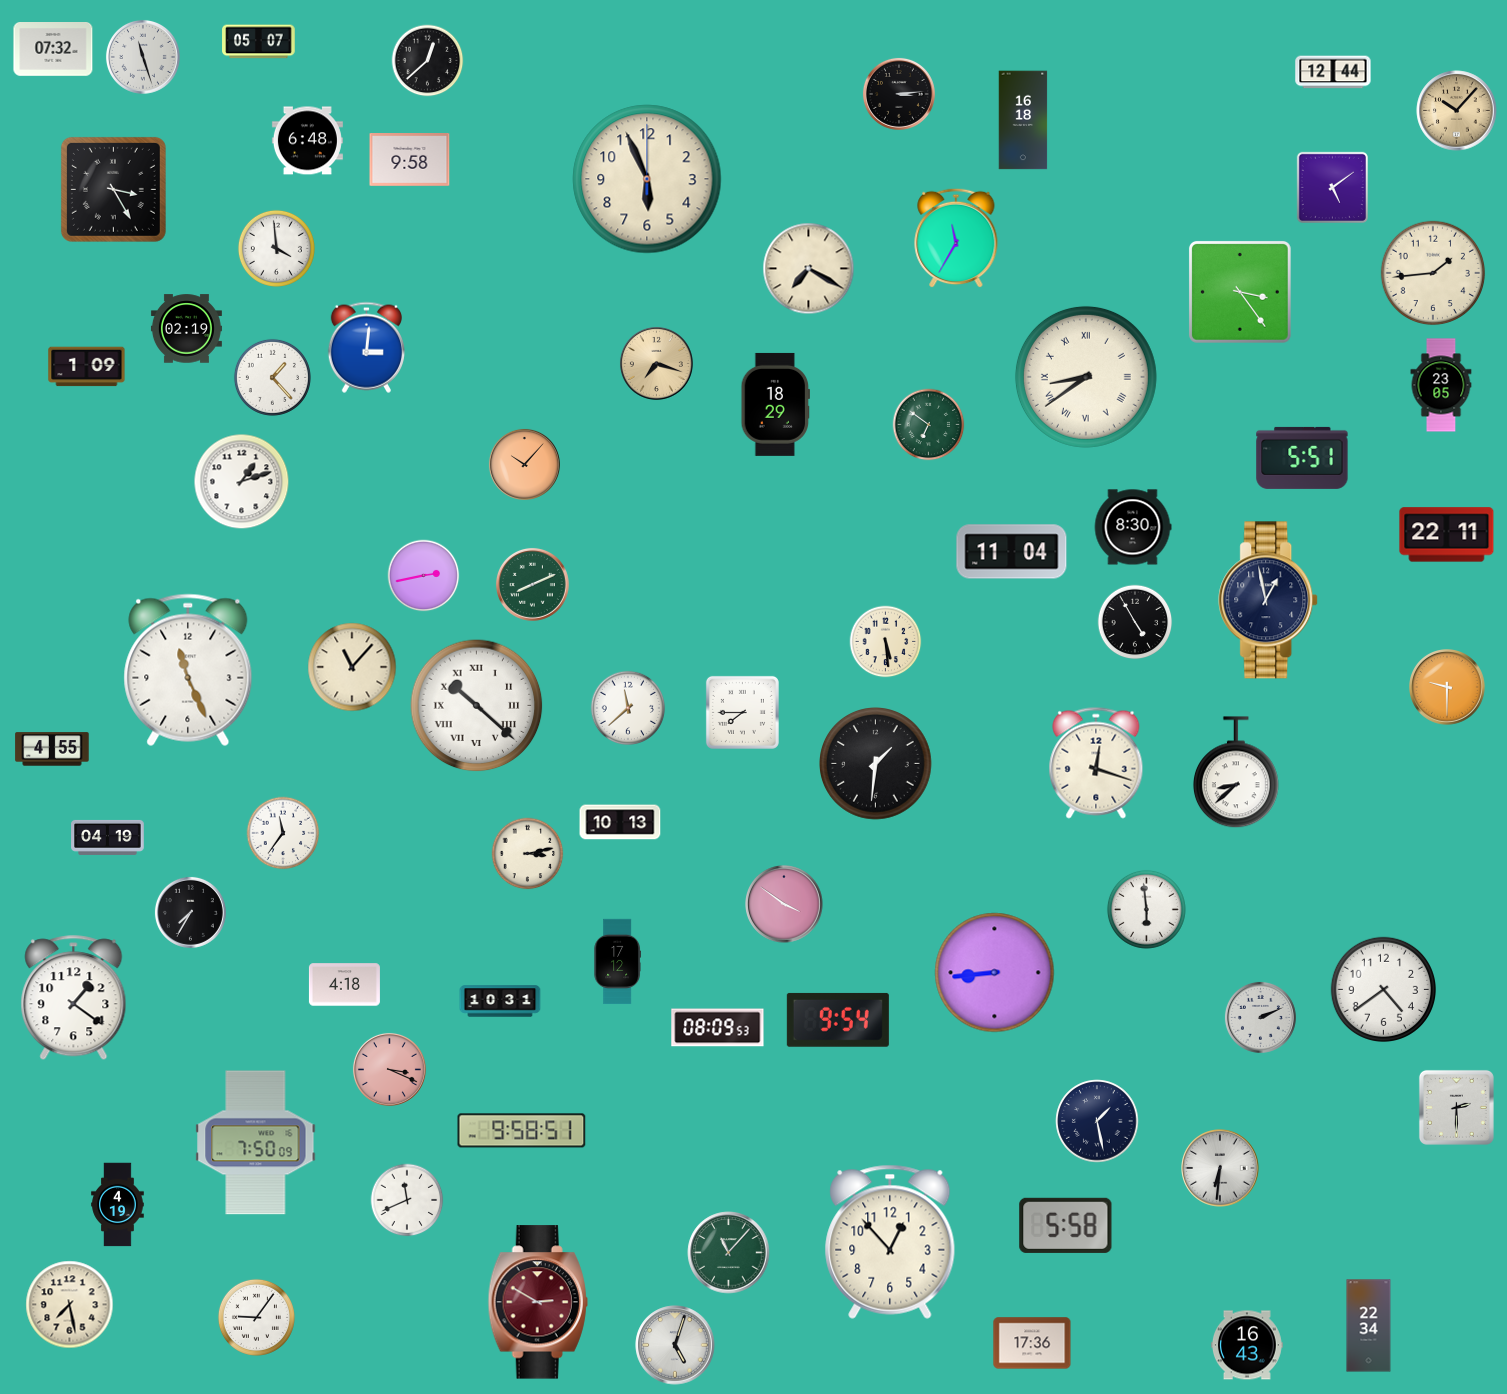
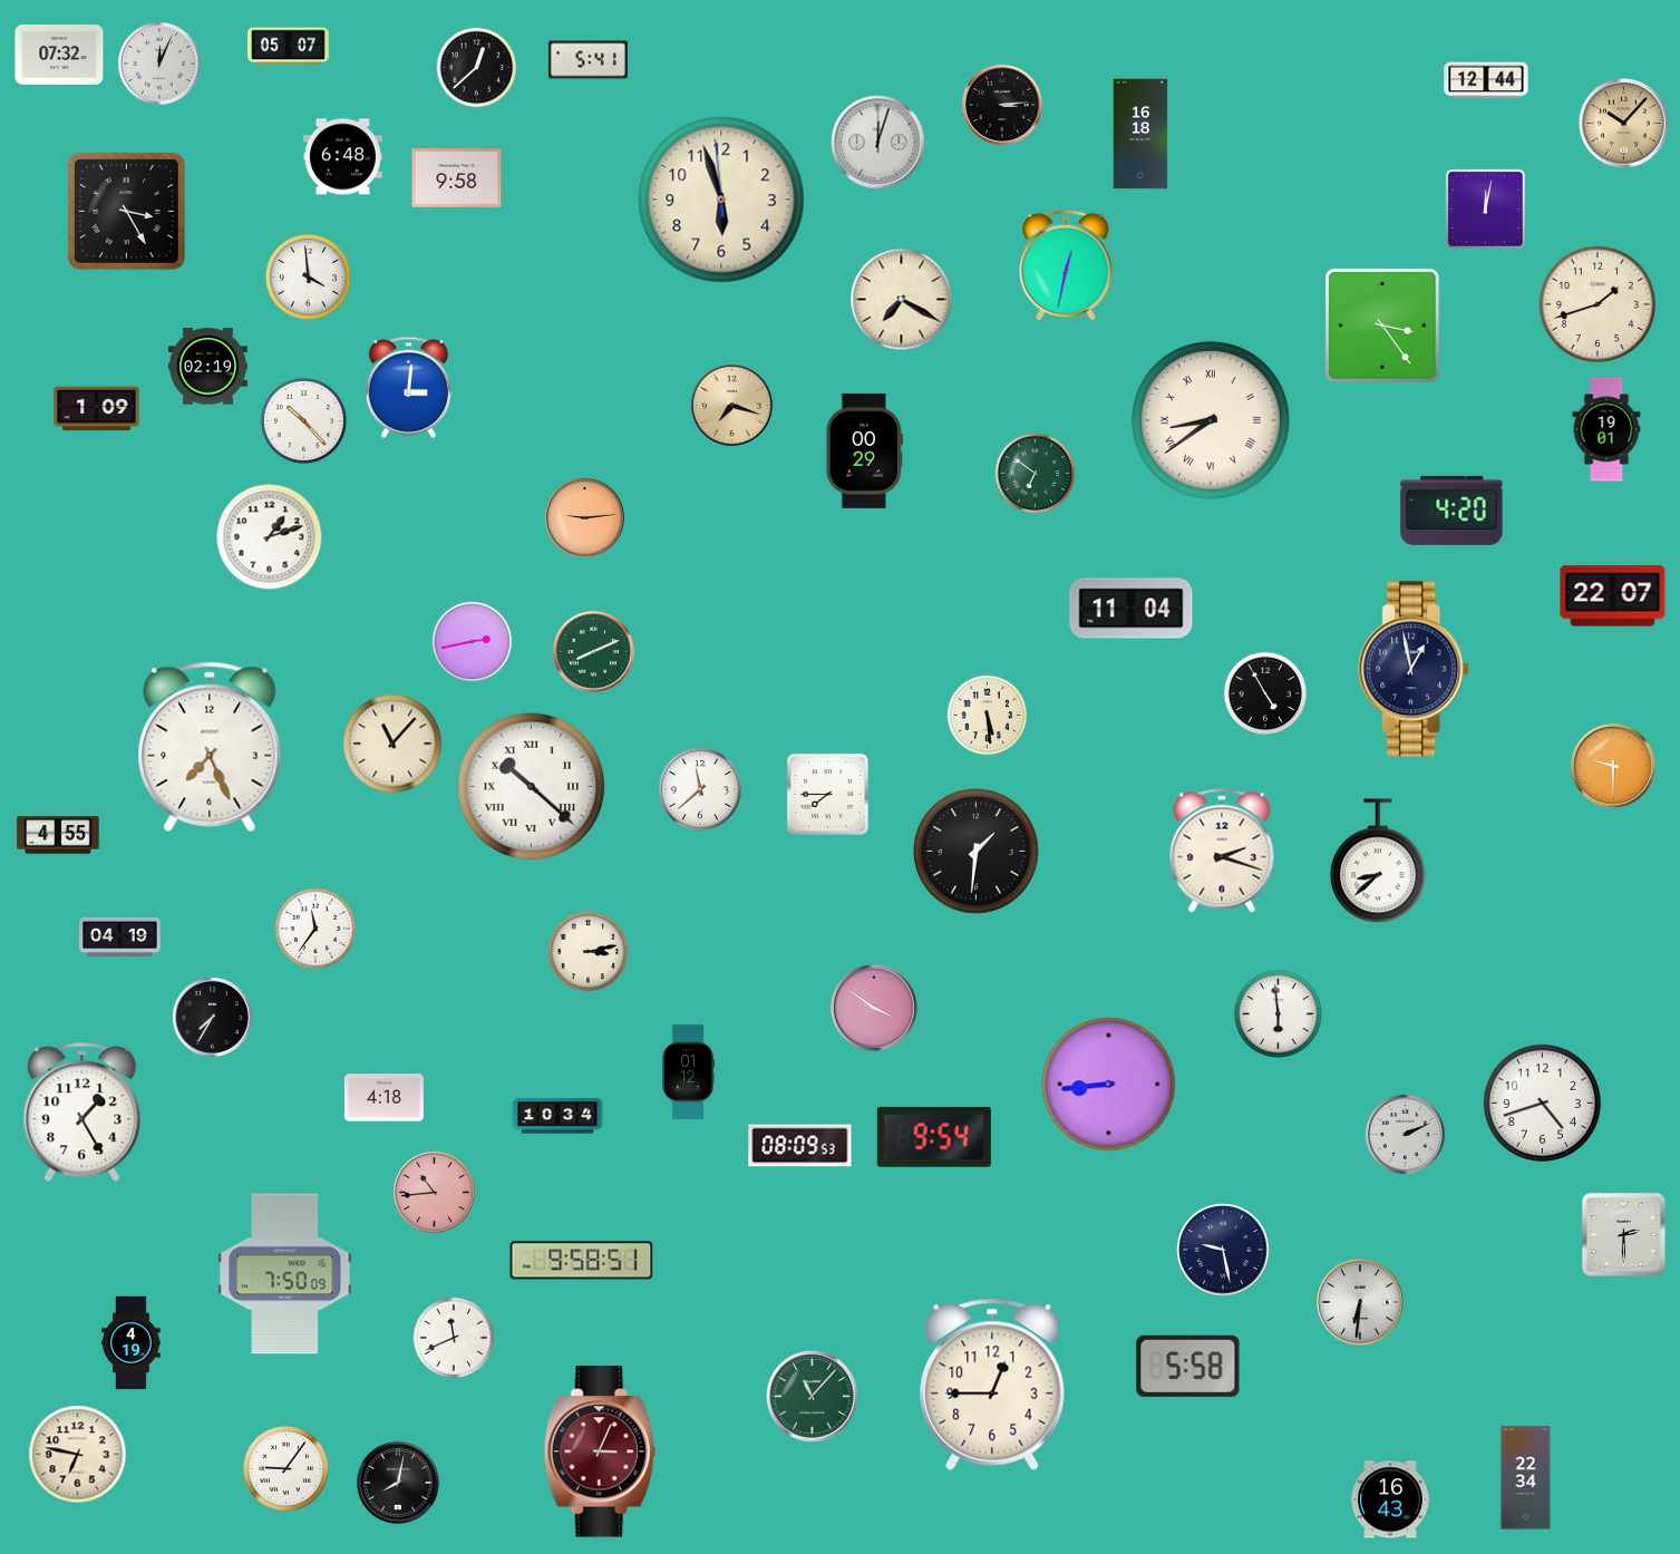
clock at (587, 60): none -> 5:41
clock at (143, 57): 11:27 -> 12:04
clock at (878, 143): none -> 12:03
clock at (647, 179): 5:56:00 -> 5:56:59
clock at (1332, 187): 5:09 -> 12:02
clock at (956, 238): 11:35 -> 12:32
clock at (1433, 273): 1:44 -> 1:42
clock at (272, 377): 1:23 -> 10:23
clock at (1441, 385): 23:05 -> 19:01
clock at (775, 404): 18:29 -> 00:29
clock at (1302, 458): 5:51 -> 4:20
clock at (524, 464): 10:07 -> 9:14
clock at (1133, 527): 8:30 -> none
clock at (1447, 535): 22:11 -> 22:07
clock at (1012, 552) position: (1012, 552) -> (1132, 609)
clock at (188, 670): 11:26 -> 7:26
clock at (1096, 763): 12:18 -> 2:18
clock at (620, 822): 10:13 -> none
clock at (108, 837) position: (108, 837) -> (120, 936)
clock at (617, 962): 17:12 -> 01:12
clock at (1383, 989): 4:39 -> 4:42
clock at (74, 998): 1:21 -> 1:25
clock at (500, 1001): 10:31 -> 10:34
clock at (389, 1069): 3:19 -> 10:44
clock at (1097, 1121): 1:28 -> 9:28
clock at (890, 1242): 12:53 -> 12:45
clock at (538, 1302): 2:50 -> 3:04
clock at (70, 1305): 7:28 -> 6:47
clock at (398, 1483): none -> 8:02
clock at (1032, 1343): 17:36 -> none
clock at (675, 1345): 5:03 -> none
